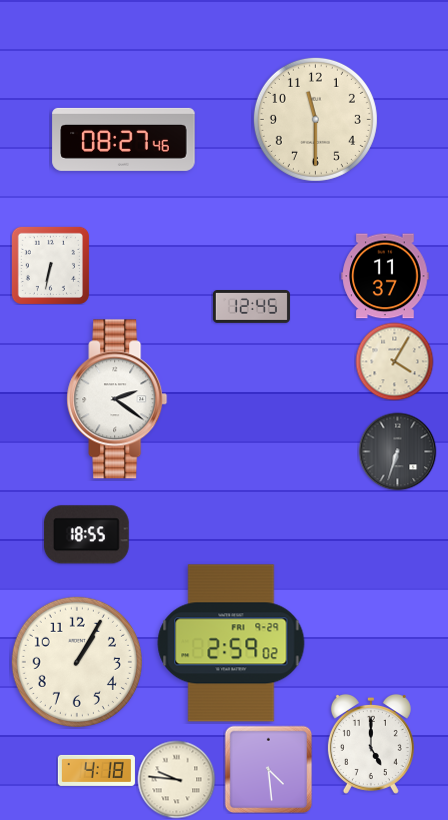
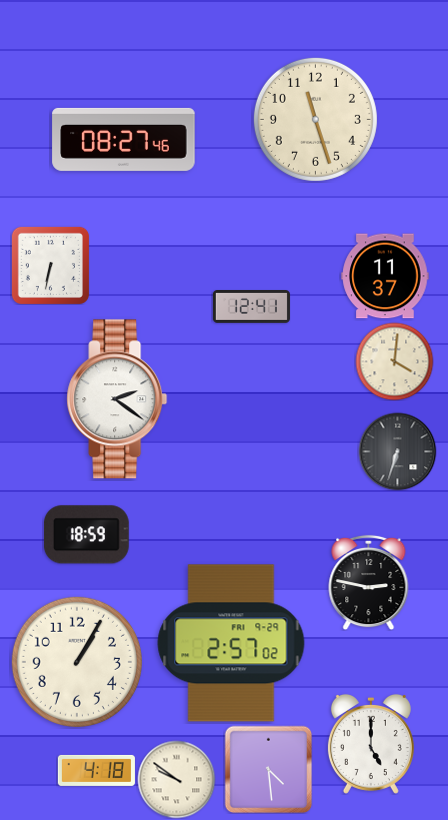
clock at (315, 119): 11:30 -> 11:27
clock at (251, 307): 12:45 -> 12:41
clock at (394, 361): 4:05 -> 4:01
clock at (86, 535): 18:55 -> 18:59
clock at (369, 582): none -> 2:47
clock at (231, 643): 2:59 -> 2:57
clock at (176, 779): 9:46 -> 9:51
